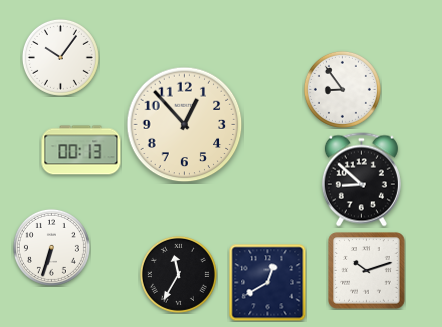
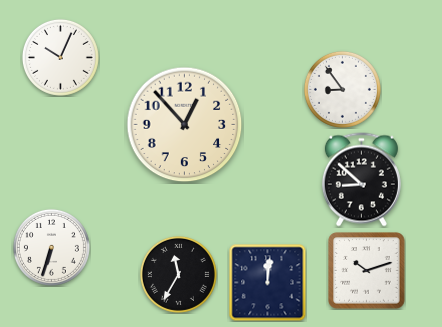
clock at (60, 57): 10:06 -> 10:04
clock at (81, 150): 00:13 -> none
clock at (267, 282): 12:40 -> 12:01
